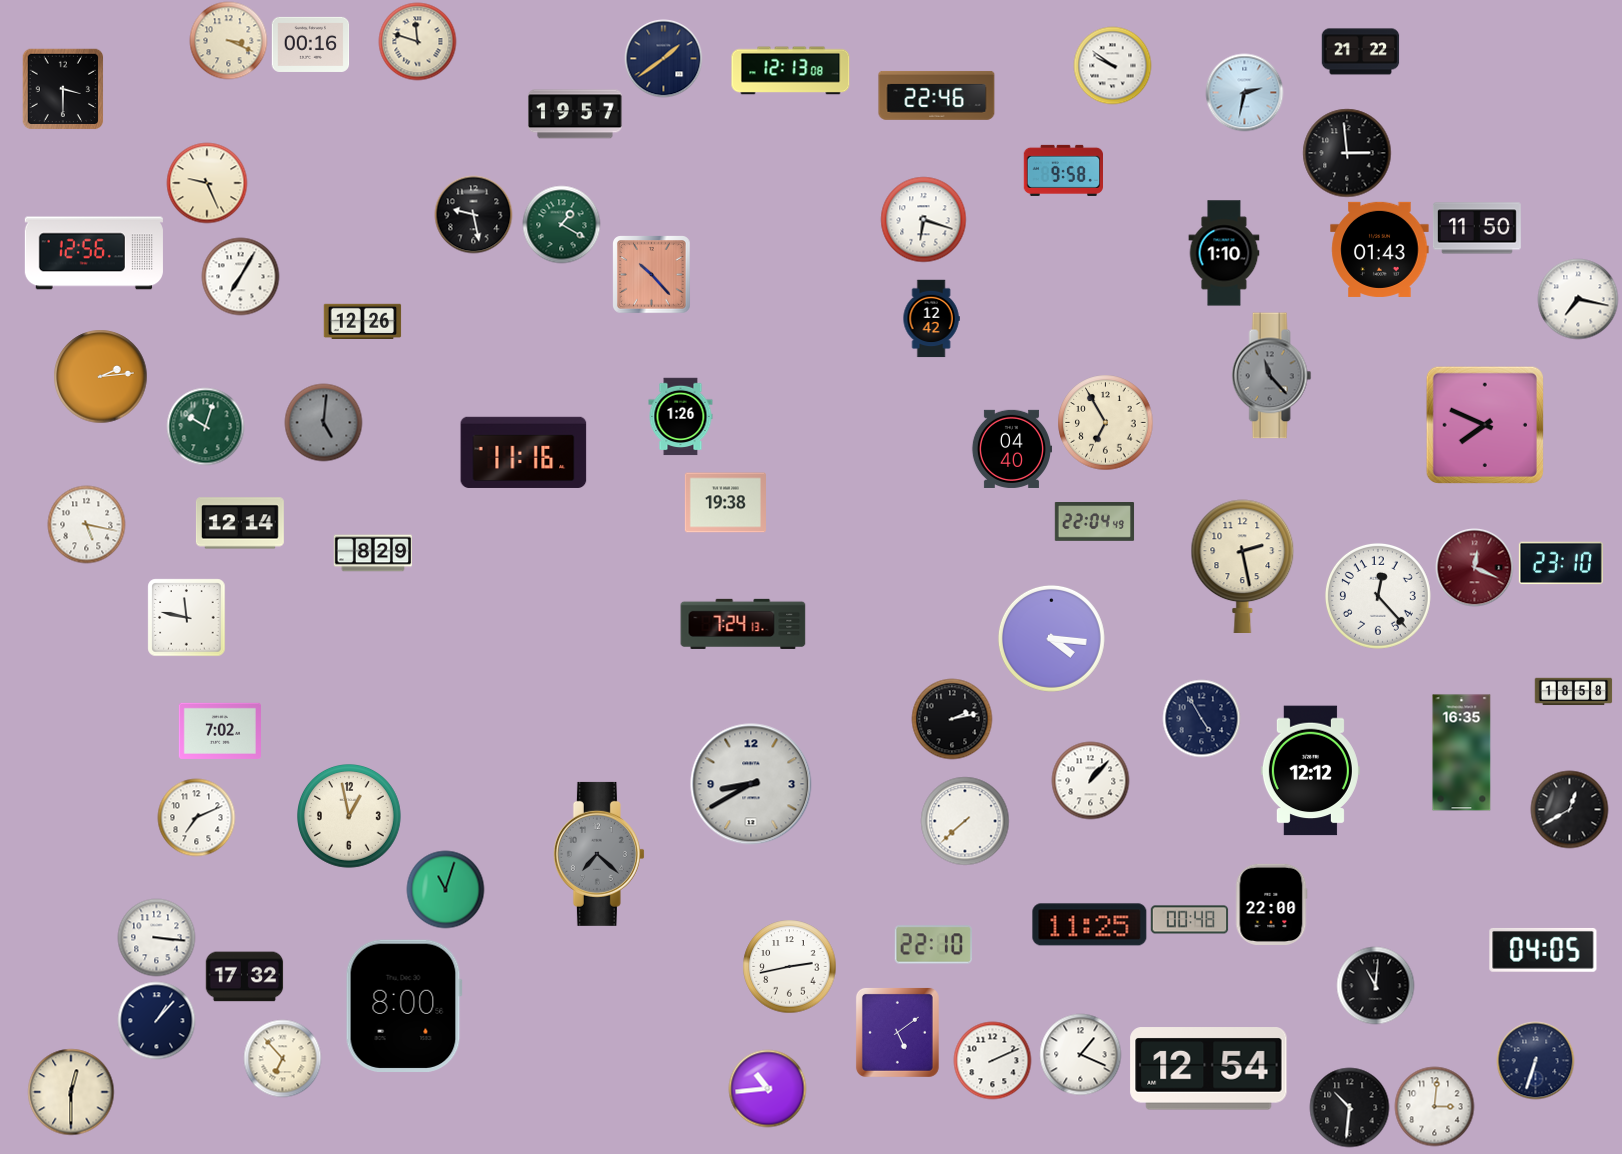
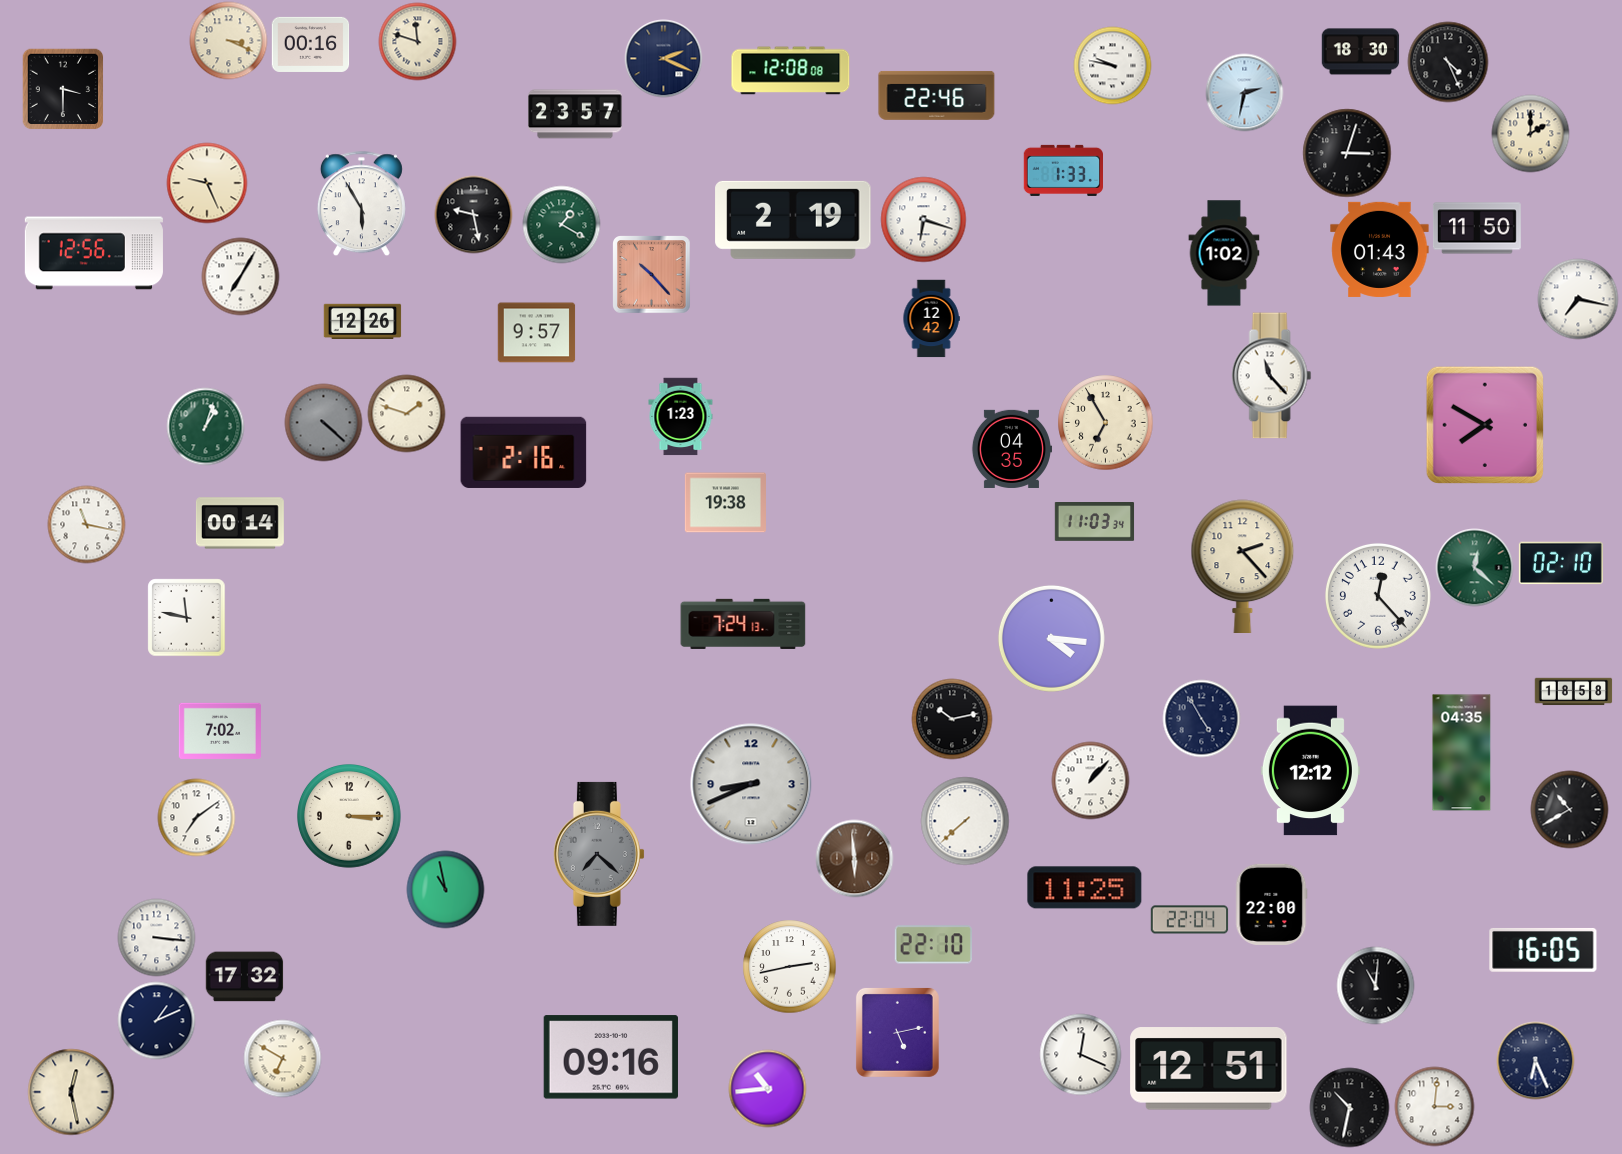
clock at (1360, 52): 21:22 -> 18:30
clock at (663, 58): 1:39 -> 2:19
clock at (1448, 62): none -> 4:26
clock at (1112, 65): 9:51 -> 9:47
clock at (791, 71): 12:13 -> 12:08
clock at (575, 114): 19:57 -> 23:57
clock at (1530, 133): none -> 2:00
clock at (1347, 153): 2:59 -> 3:03
clock at (1063, 170): 9:58 -> 1:33
clock at (361, 203): none -> 5:55
clock at (793, 220): none -> 2:19
clock at (1224, 253): 1:10 -> 1:02
clock at (536, 333): none -> 9:57
clock at (100, 376): 2:14 -> none
clock at (1272, 376) dial: grey -> white
clock at (406, 413): none -> 1:48
clock at (681, 416): 1:26 -> 1:23
clock at (323, 422): 5:01 -> 4:22
clock at (1485, 425): 7:49 -> 7:50
clock at (205, 426): 10:03 -> 1:03
clock at (1011, 449): 04:40 -> 04:35
clock at (524, 452): 11:16 -> 2:16
clock at (1094, 522): 22:04 -> 11:03
clock at (240, 523): 12:14 -> 00:14
clock at (86, 524): 5:17 -> 11:17
clock at (373, 553): 8:29 -> none
clock at (1561, 563): 23:10 -> 02:10
clock at (1243, 566): 2:28 -> 2:23
clock at (1474, 567): 12:19 -> 12:22
clock at (1474, 567) dial: burgundy -> green
clock at (952, 719): 2:13 -> 10:13
clock at (1462, 753): 16:35 -> 04:35
clock at (751, 784): 8:40 -> 8:41
clock at (1569, 809): 12:40 -> 10:40
clock at (196, 817): 7:11 -> 7:09
clock at (350, 817): 12:58 -> 3:15
clock at (854, 858): none -> 5:59
clock at (445, 889): 11:03 -> 10:58
clock at (1189, 920): 00:48 -> 22:04
clock at (1090, 925) position: (1090, 925) -> (1085, 888)
clock at (1543, 950): 04:05 -> 16:05
clock at (404, 1005): 8:00 -> none
clock at (156, 1020): 1:07 -> 1:11
clock at (897, 1032): 5:09 -> 5:13
clock at (1080, 1054): 1:19 -> 12:19
clock at (611, 1057): none -> 09:16
clock at (282, 1058): 6:53 -> 6:50
clock at (992, 1060): 2:11 -> none
clock at (1535, 1060): 6:33 -> 6:26
clock at (1209, 1069): 12:54 -> 12:51
clock at (71, 1092): 12:30 -> 12:28
clock at (1349, 1107): 10:31 -> 10:32
